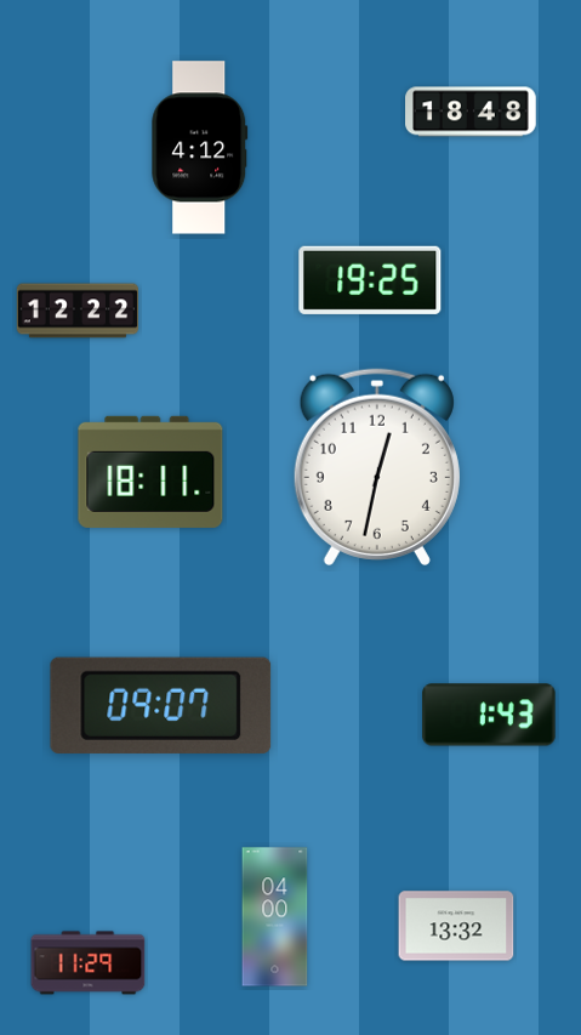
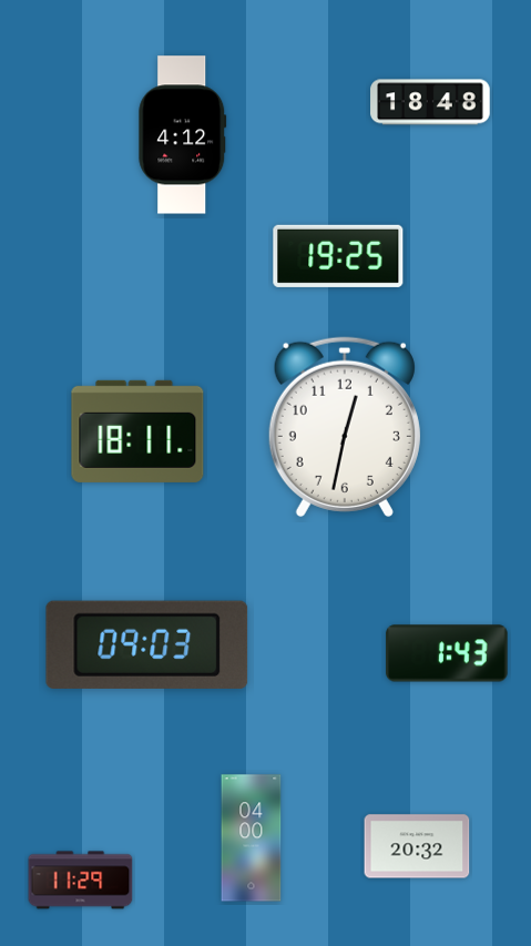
clock at (76, 311): 12:22 -> none
clock at (161, 705): 09:07 -> 09:03
clock at (456, 926): 13:32 -> 20:32
